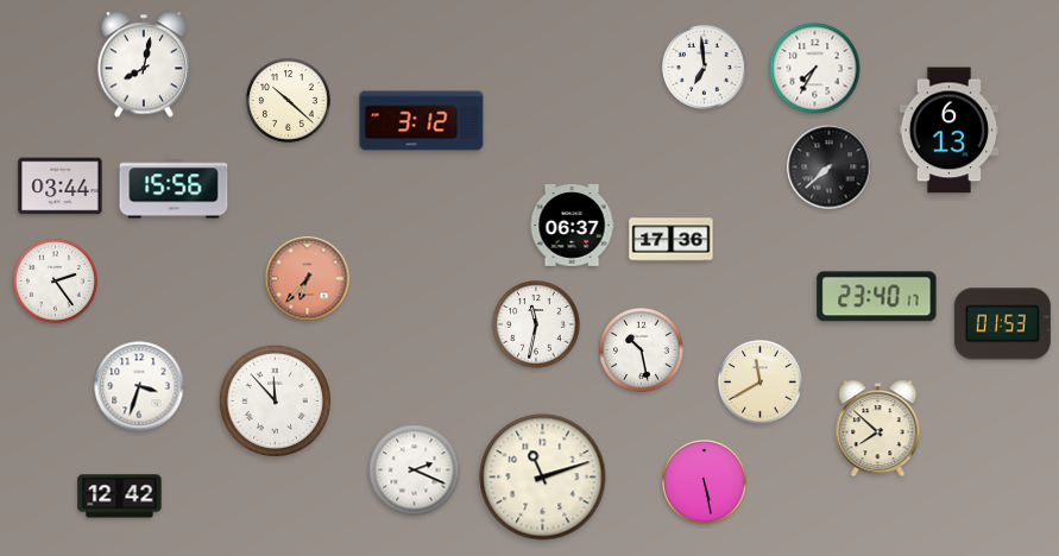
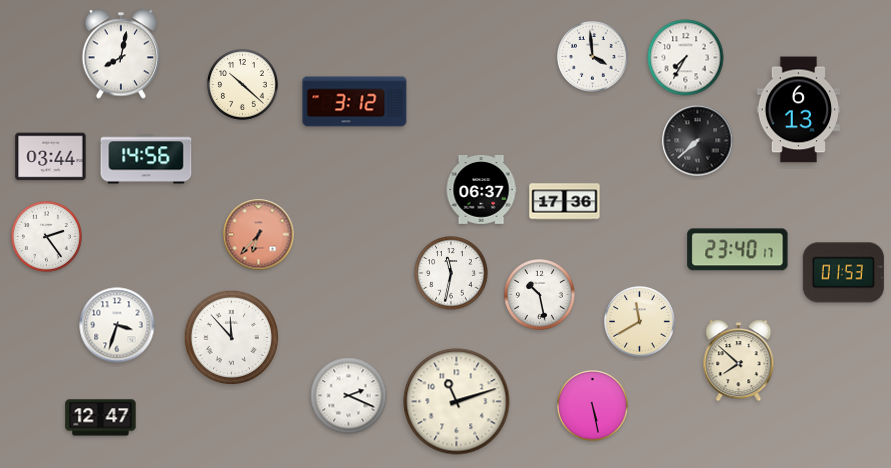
clock at (705, 68): 6:59 -> 3:59
clock at (174, 189): 15:56 -> 14:56
clock at (120, 497): 12:42 -> 12:47
